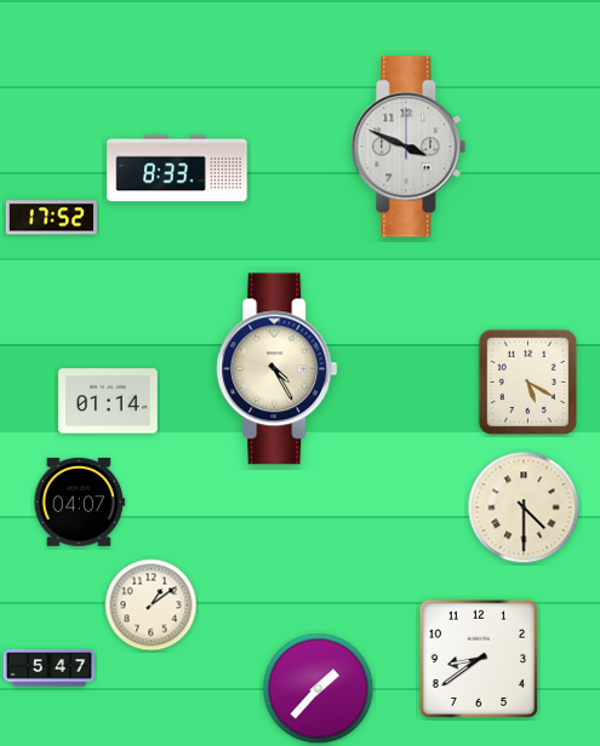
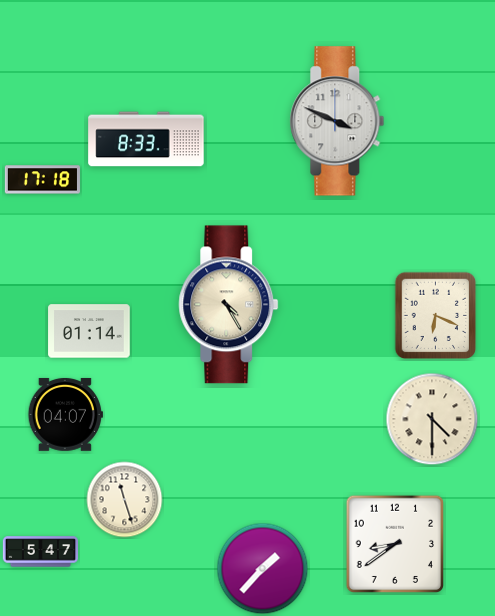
clock at (51, 218): 17:52 -> 17:18
clock at (528, 383): 5:20 -> 6:19
clock at (152, 606): 1:09 -> 11:27
